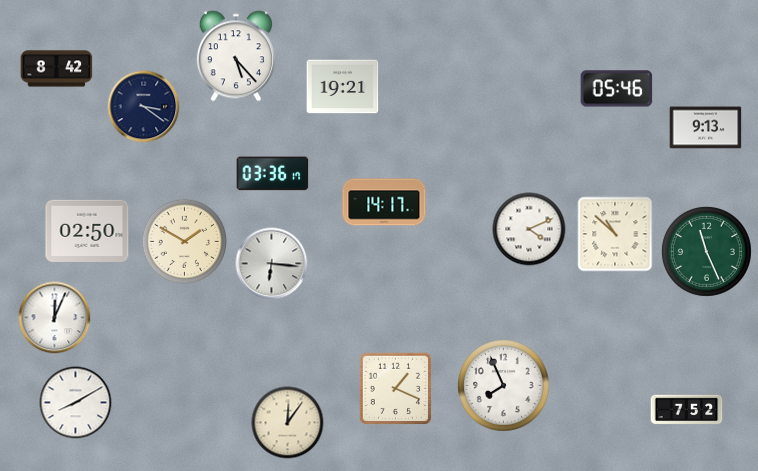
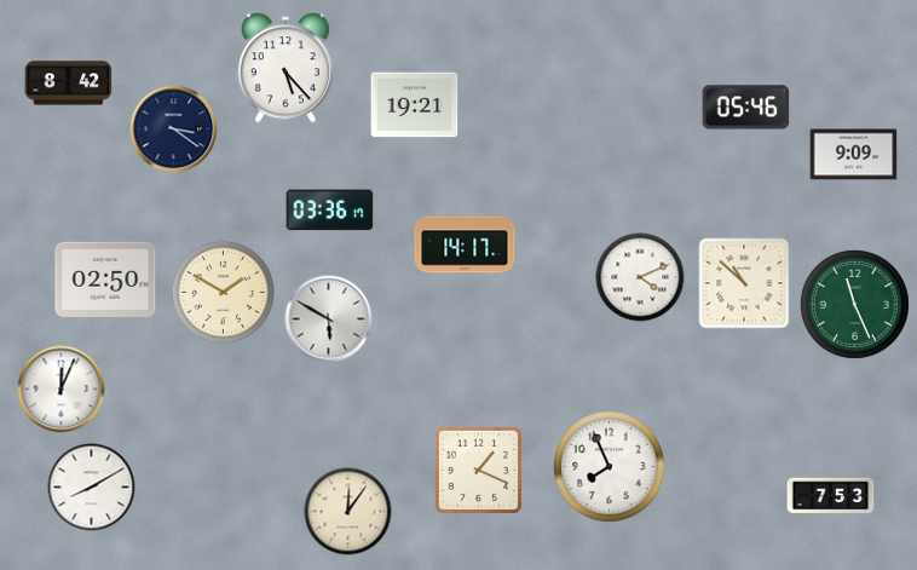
clock at (706, 128): 9:13 -> 9:09
clock at (272, 264): 6:16 -> 5:50
clock at (55, 318) position: (55, 318) -> (62, 390)
clock at (687, 410): 7:52 -> 7:53
